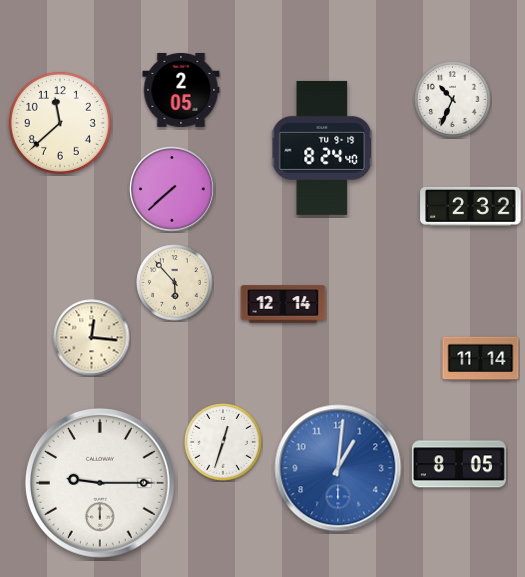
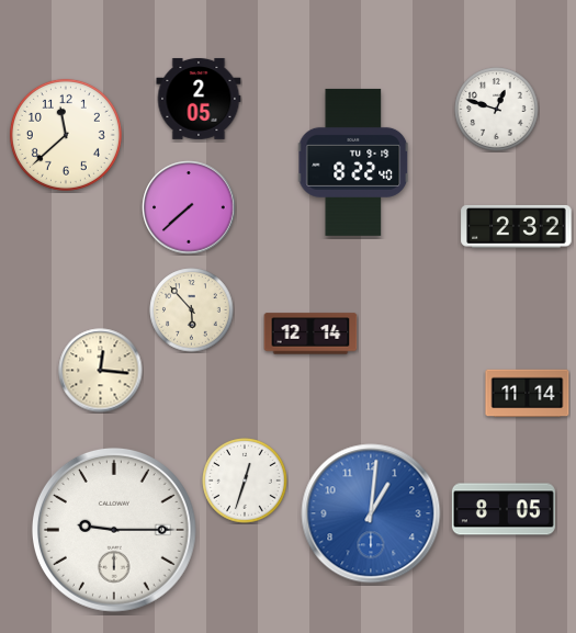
clock at (453, 100): 10:34 -> 12:48
clock at (322, 148): 8:24 -> 8:22
clock at (223, 442) position: (223, 442) -> (245, 481)
clock at (100, 483) position: (100, 483) -> (114, 530)
